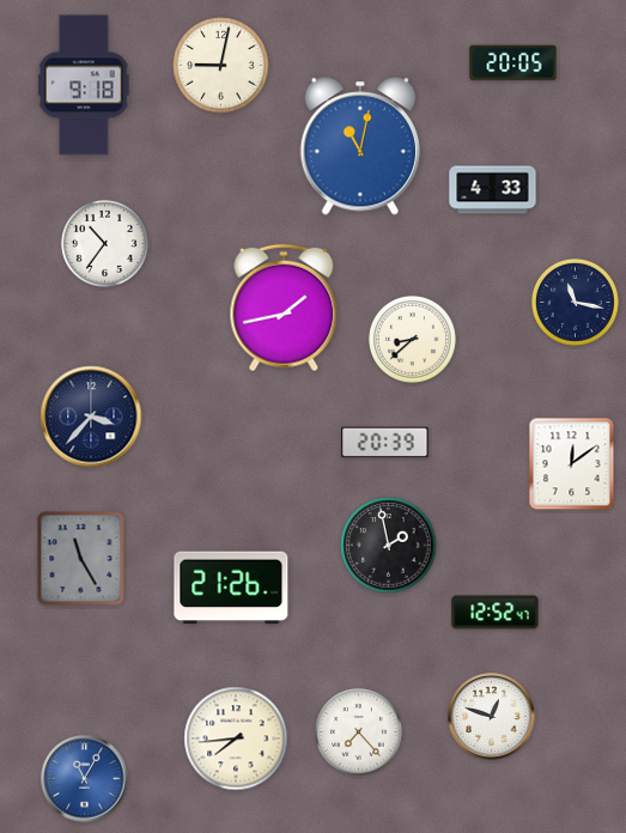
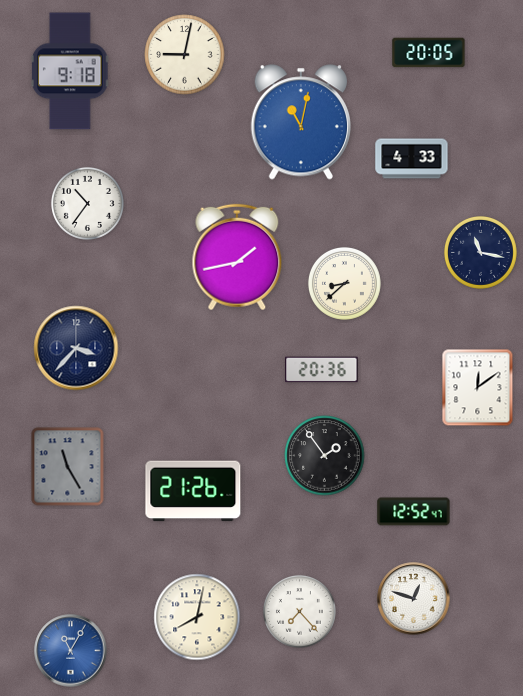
clock at (385, 443): 20:39 -> 20:36
clock at (389, 546): 1:58 -> 1:54
clock at (492, 717) position: (492, 717) -> (414, 599)
clock at (236, 738): 7:44 -> 8:02
